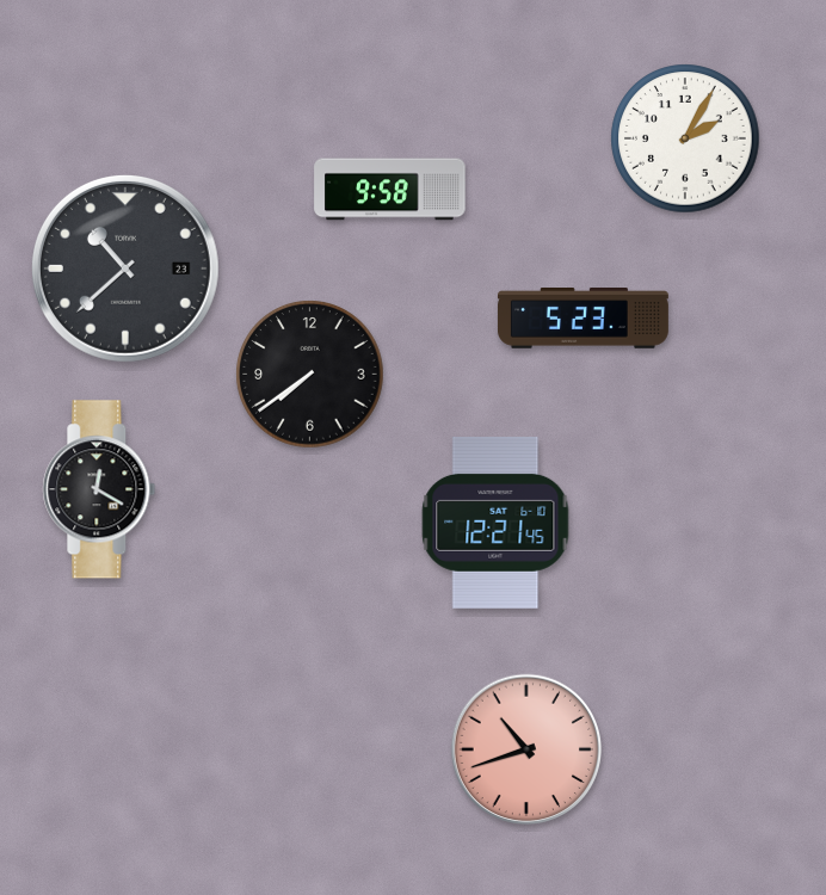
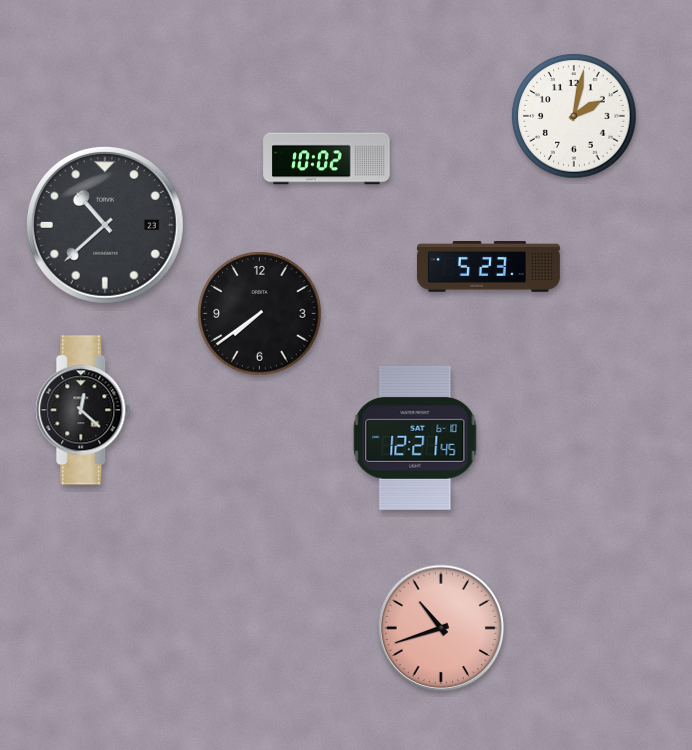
clock at (685, 138): 2:05 -> 2:02
clock at (390, 190): 9:58 -> 10:02
clock at (99, 489): 12:20 -> 12:22
